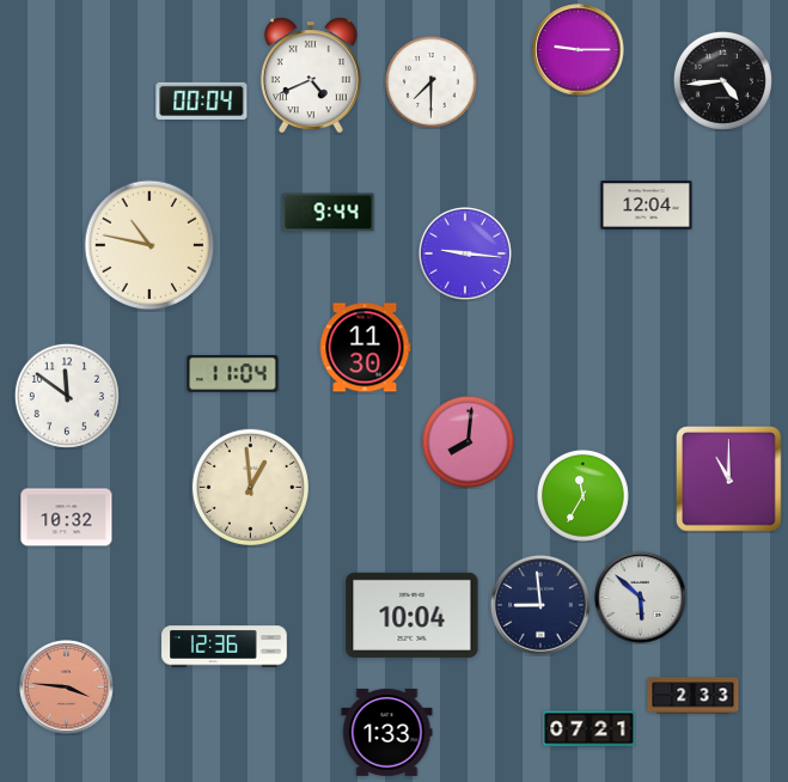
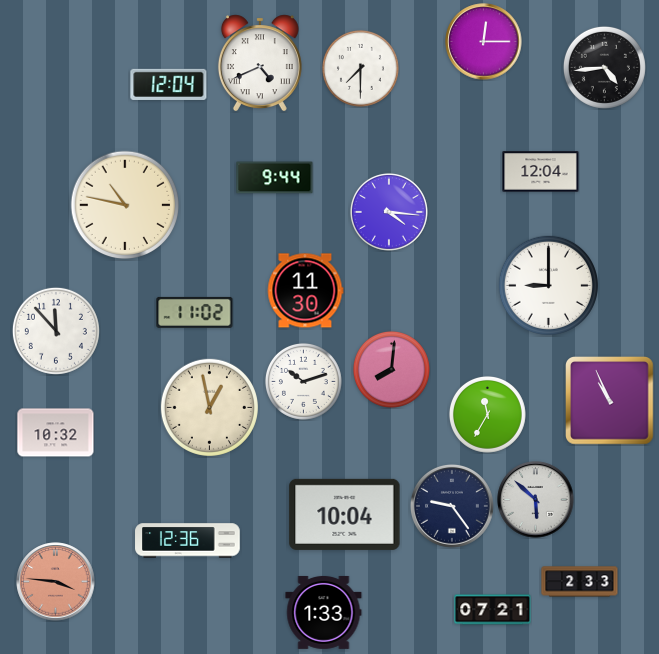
clock at (579, 50): 9:15 -> 12:15
clock at (202, 100): 00:04 -> 12:04
clock at (465, 253): 9:16 -> 4:16
clock at (548, 285): none -> 9:00
clock at (233, 373): 11:04 -> 11:02
clock at (67, 396): 11:51 -> 11:53
clock at (303, 381): none -> 10:12
clock at (729, 479): 11:00 -> 10:56
clock at (250, 487): 12:59 -> 12:58
clock at (540, 605): 8:59 -> 9:24
clock at (67, 688) position: (67, 688) -> (56, 582)
